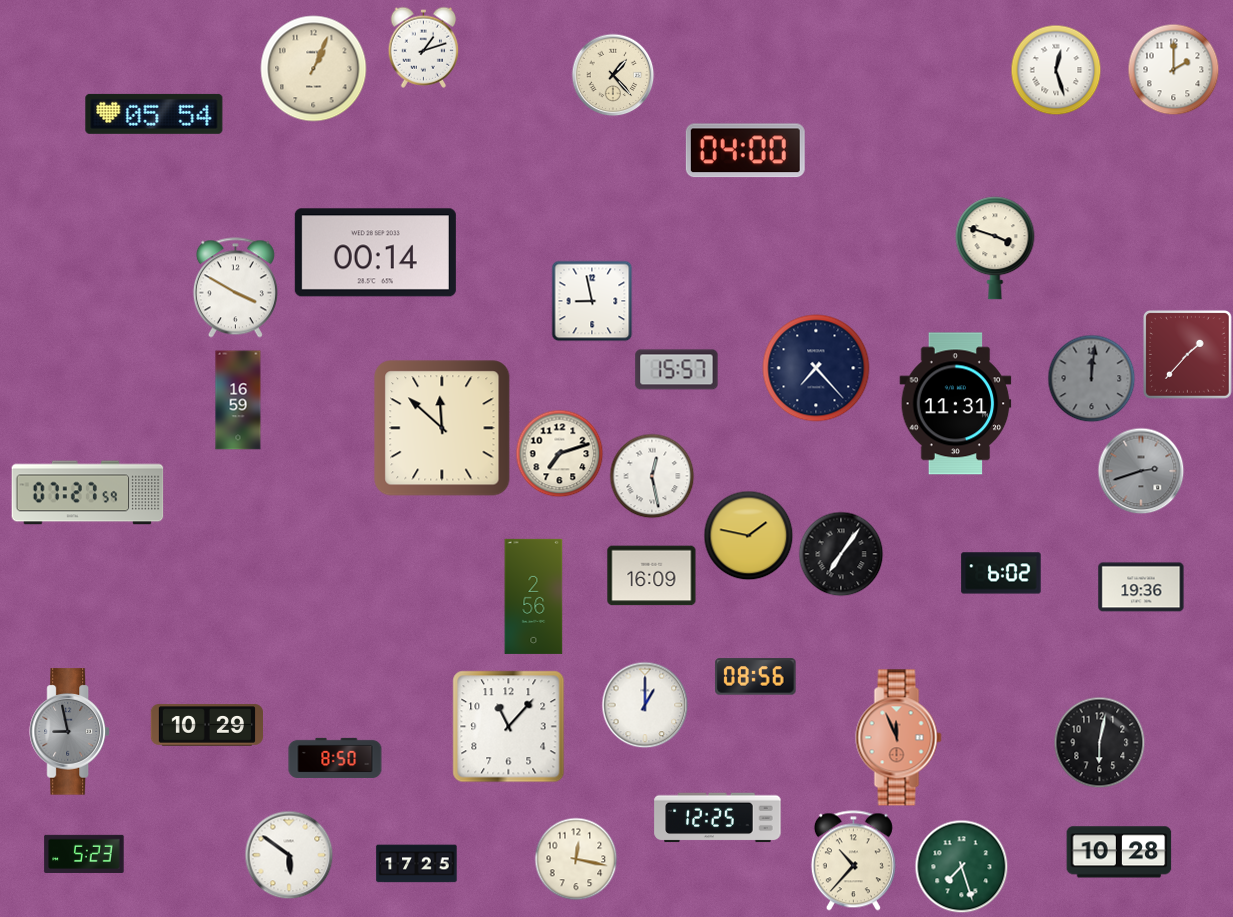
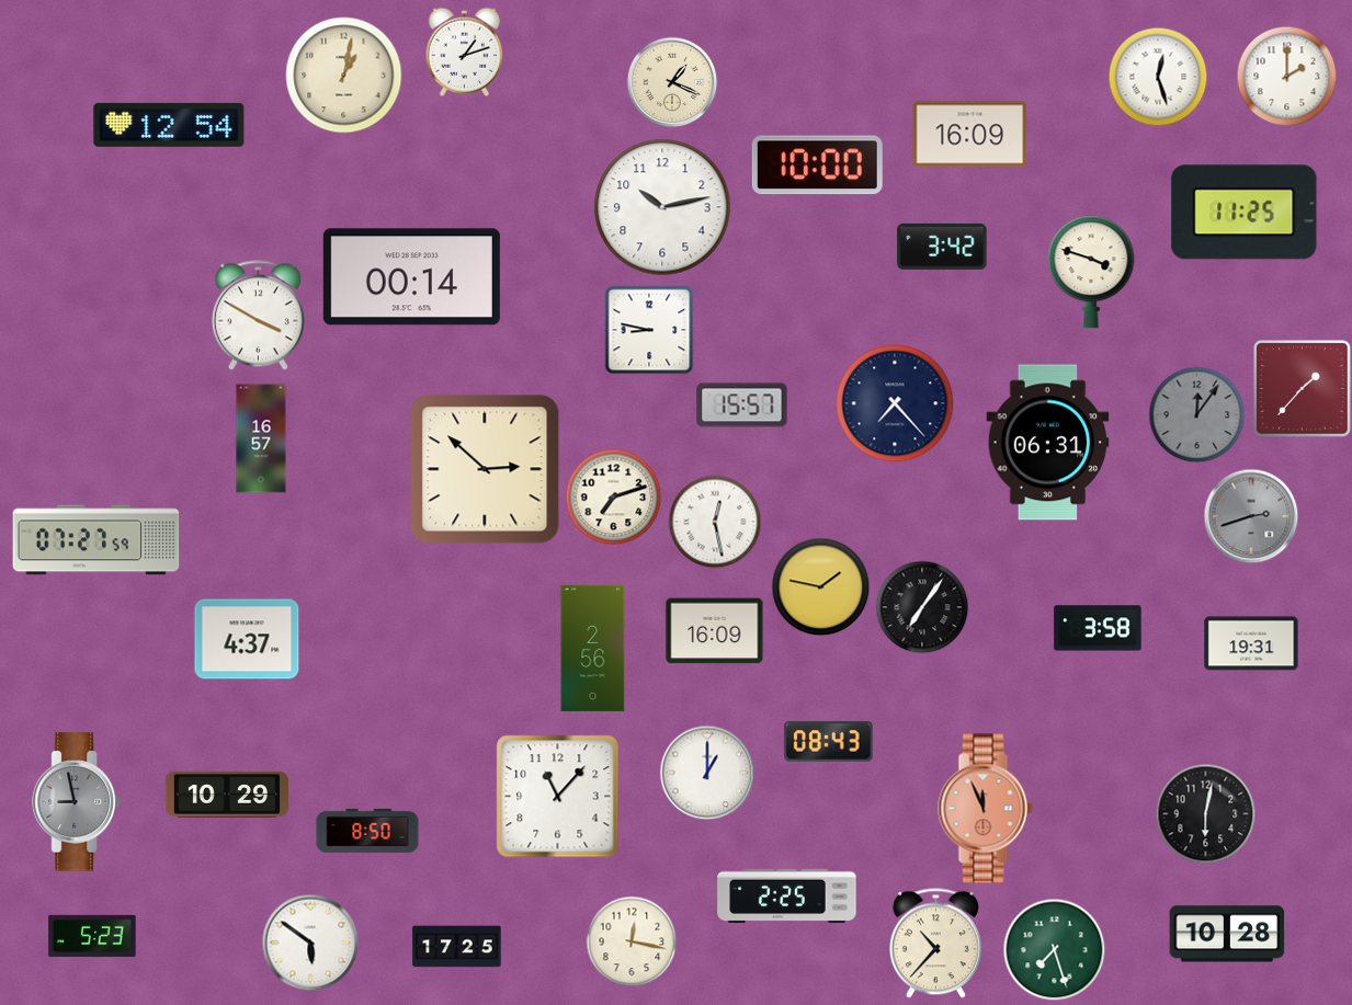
clock at (314, 69): 1:04 -> 1:02
clock at (613, 75): 1:23 -> 1:19
clock at (154, 114): 05:54 -> 12:54
clock at (970, 135): none -> 16:09
clock at (745, 151): 04:00 -> 10:00
clock at (662, 207): none -> 10:13
clock at (1245, 213): none -> 11:25
clock at (942, 247): none -> 3:42
clock at (592, 301): 8:58 -> 8:47
clock at (1091, 378): 12:01 -> 12:06
clock at (238, 400): 16:59 -> 16:57
clock at (956, 404): 11:31 -> 06:31
clock at (442, 428): 11:52 -> 2:52
clock at (1001, 573): 6:02 -> 3:58
clock at (247, 639): none -> 4:37
clock at (1141, 587): 19:36 -> 19:31
clock at (534, 596) position: (534, 596) -> (593, 648)
clock at (756, 677): 08:56 -> 08:43
clock at (718, 818): 12:25 -> 2:25
clock at (289, 855) position: (289, 855) -> (310, 943)
